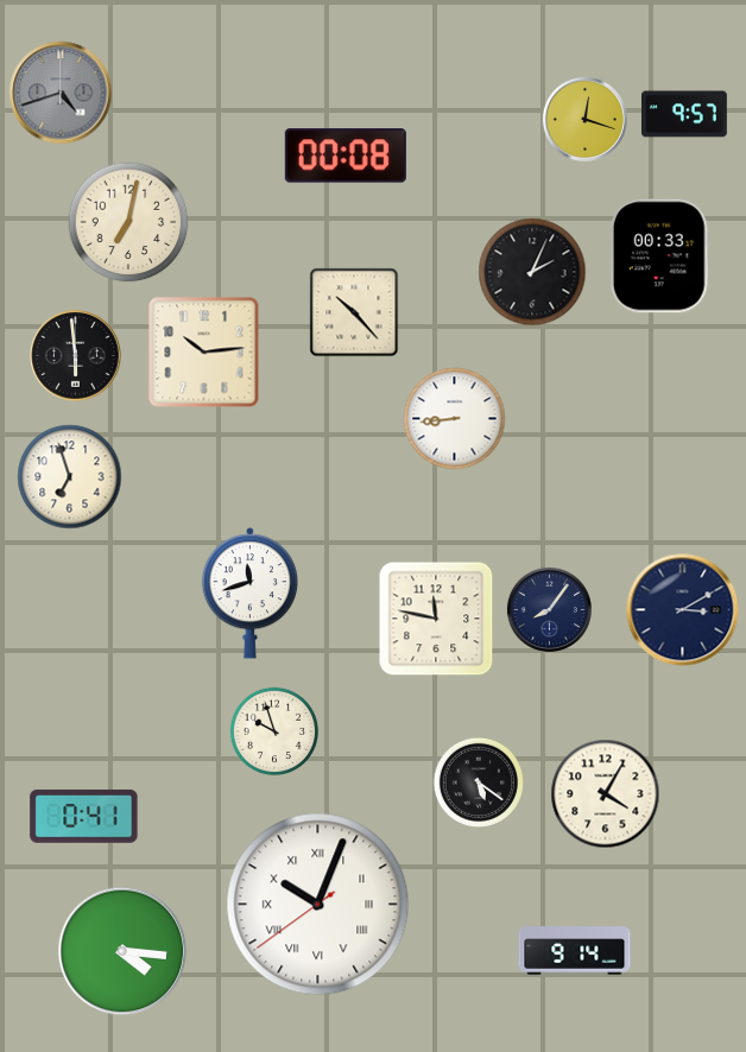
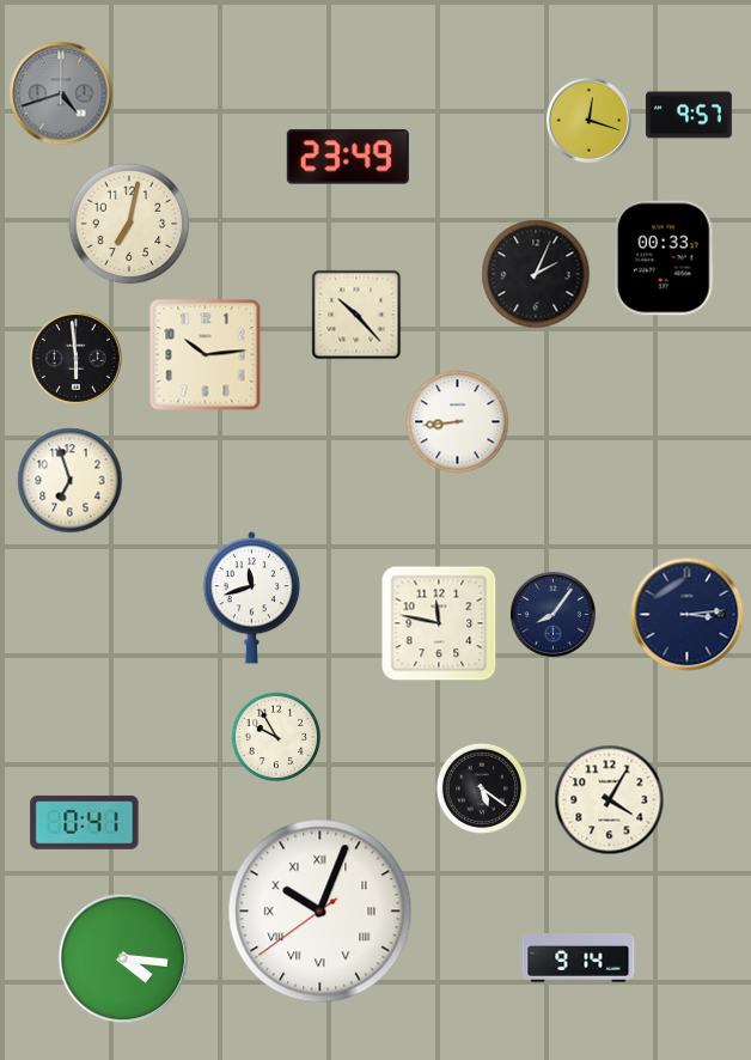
clock at (346, 156): 00:08 -> 23:49
clock at (683, 610): 3:10 -> 3:14
clock at (274, 731): 9:57 -> 9:55
